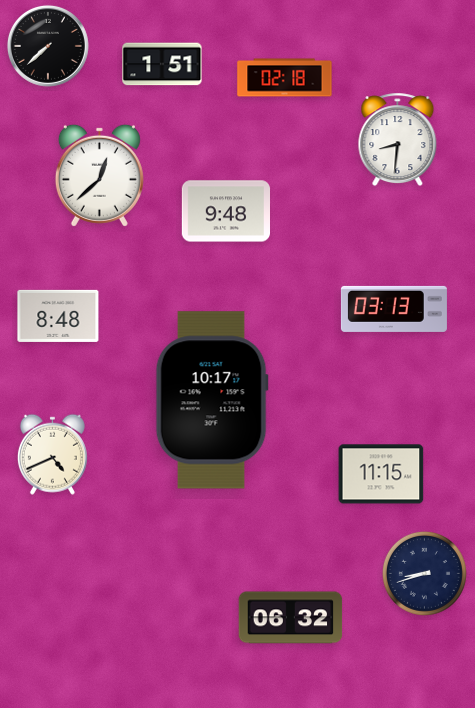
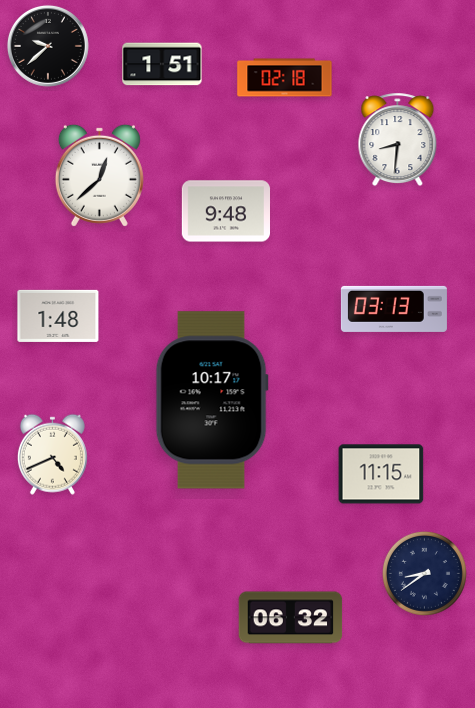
clock at (48, 46): 7:38 -> 9:38
clock at (58, 316): 8:48 -> 1:48
clock at (424, 573): 8:42 -> 8:39
